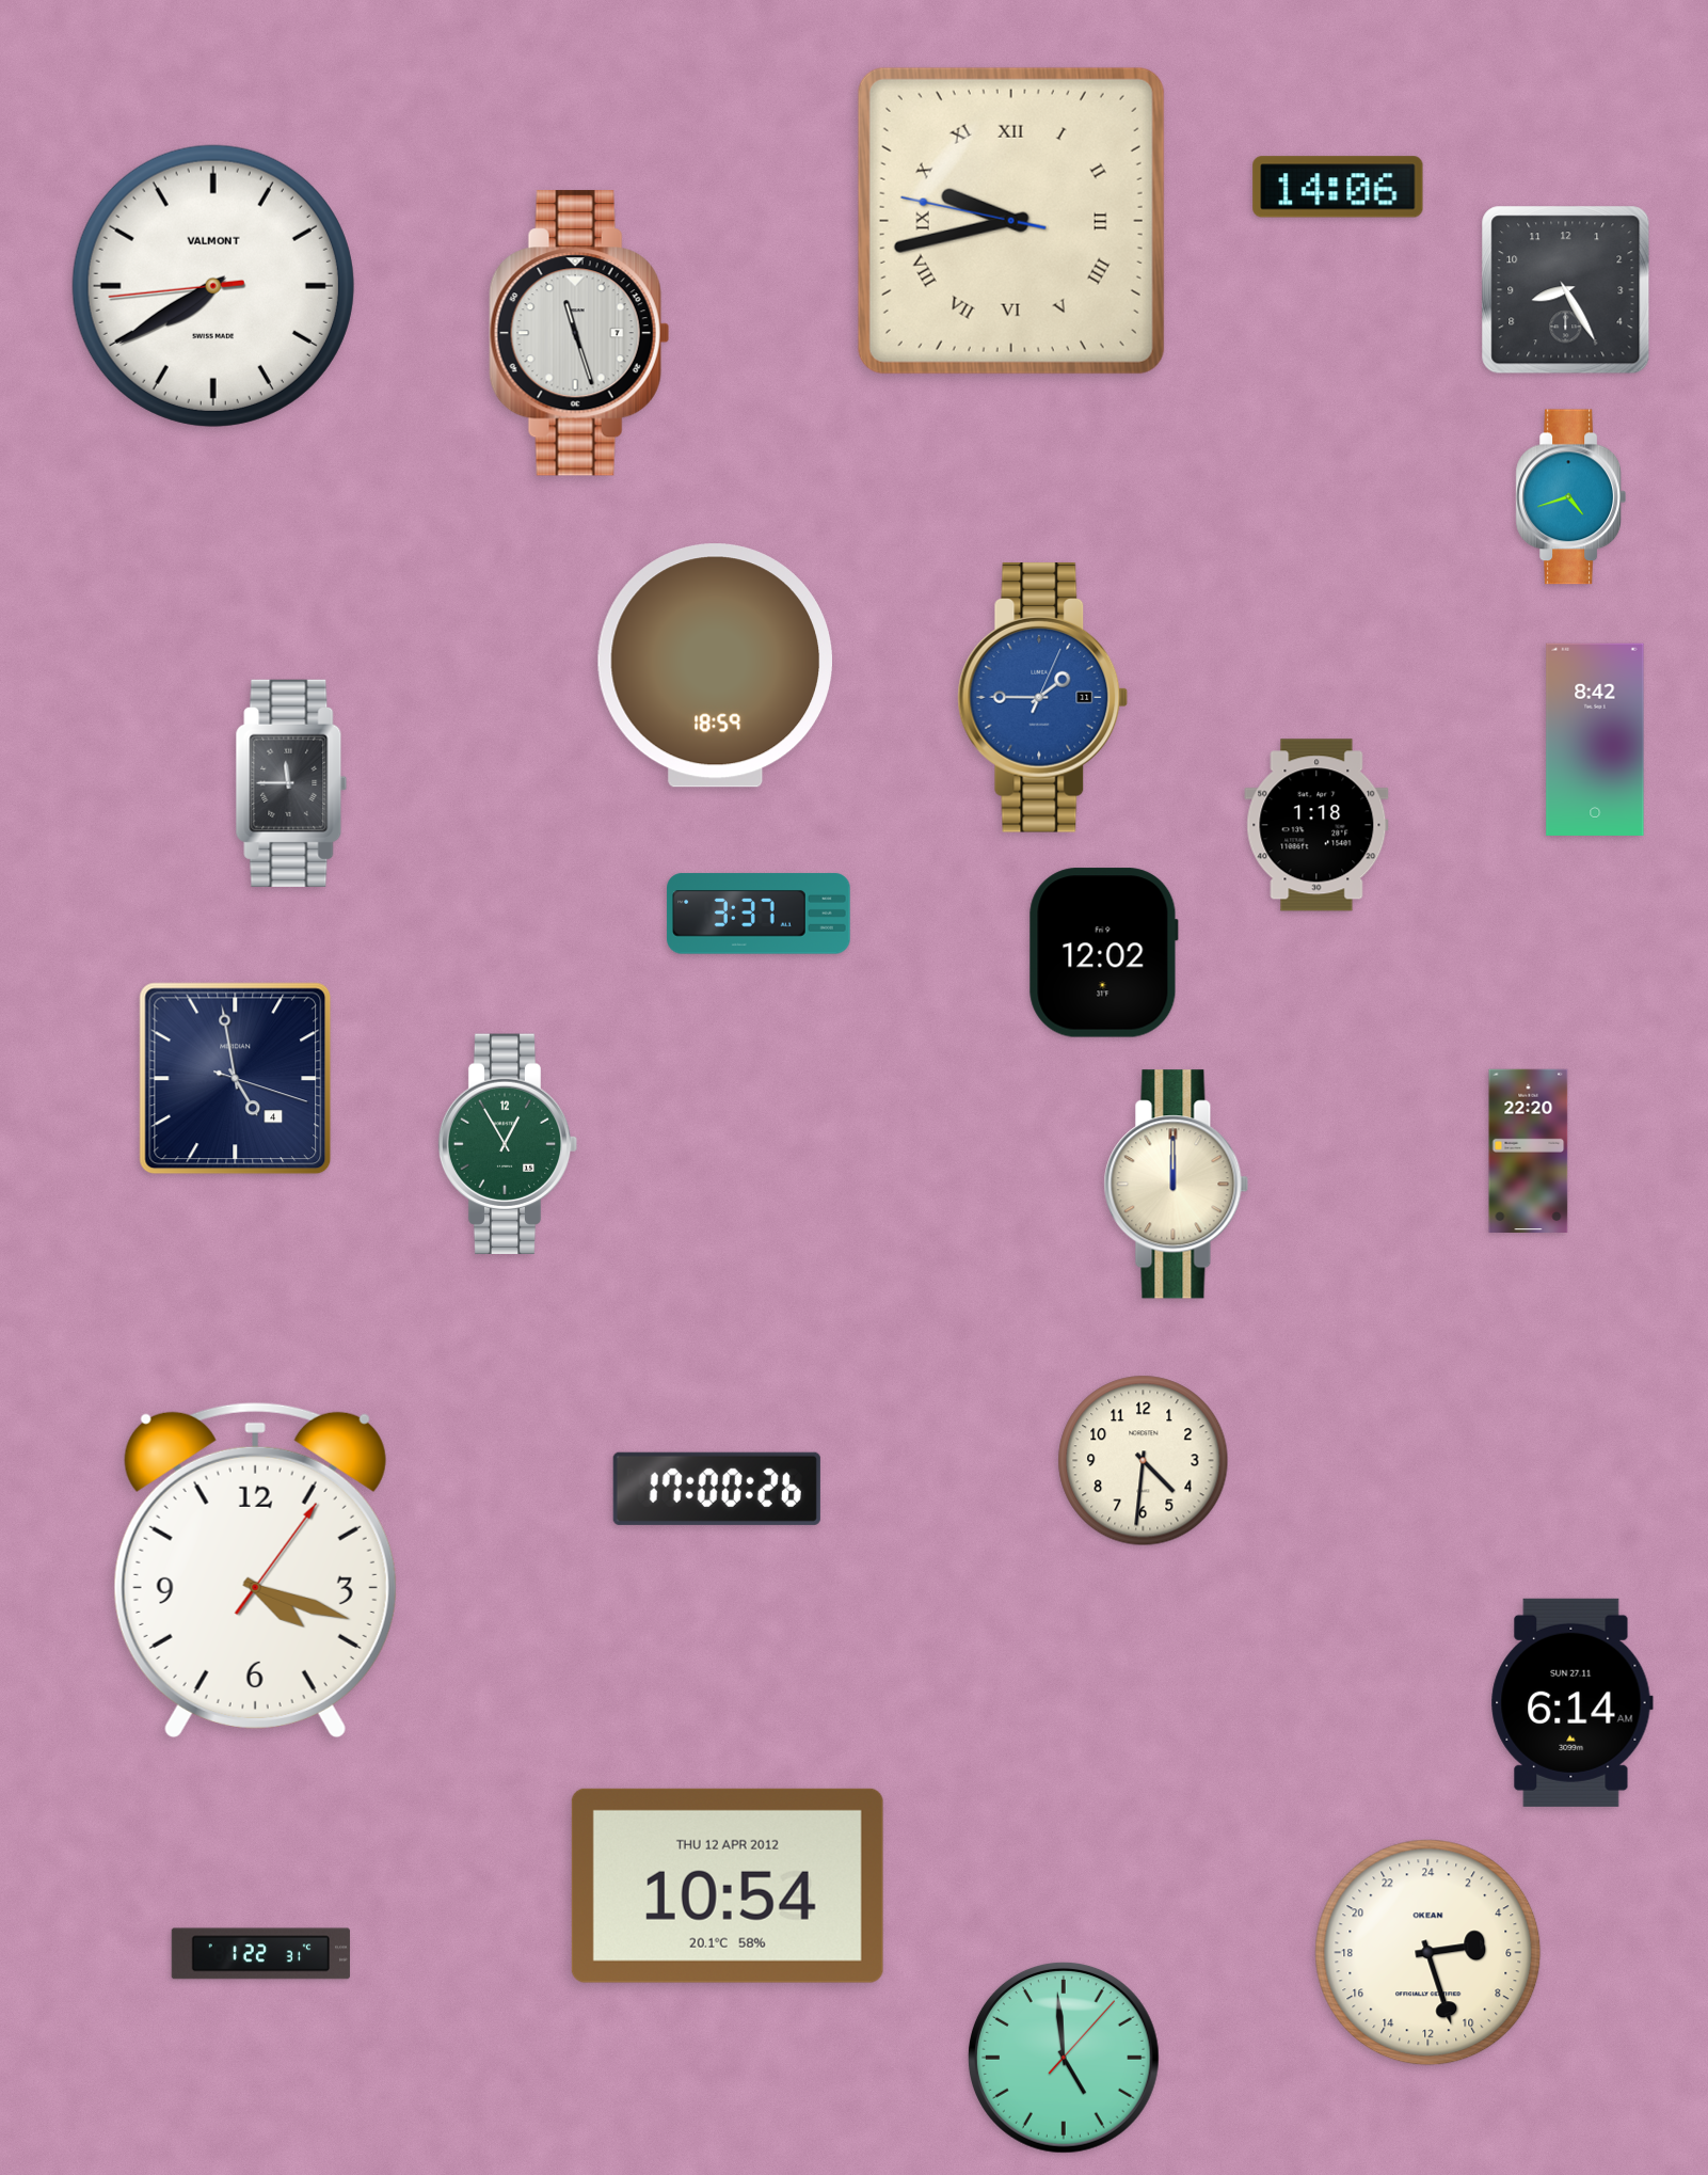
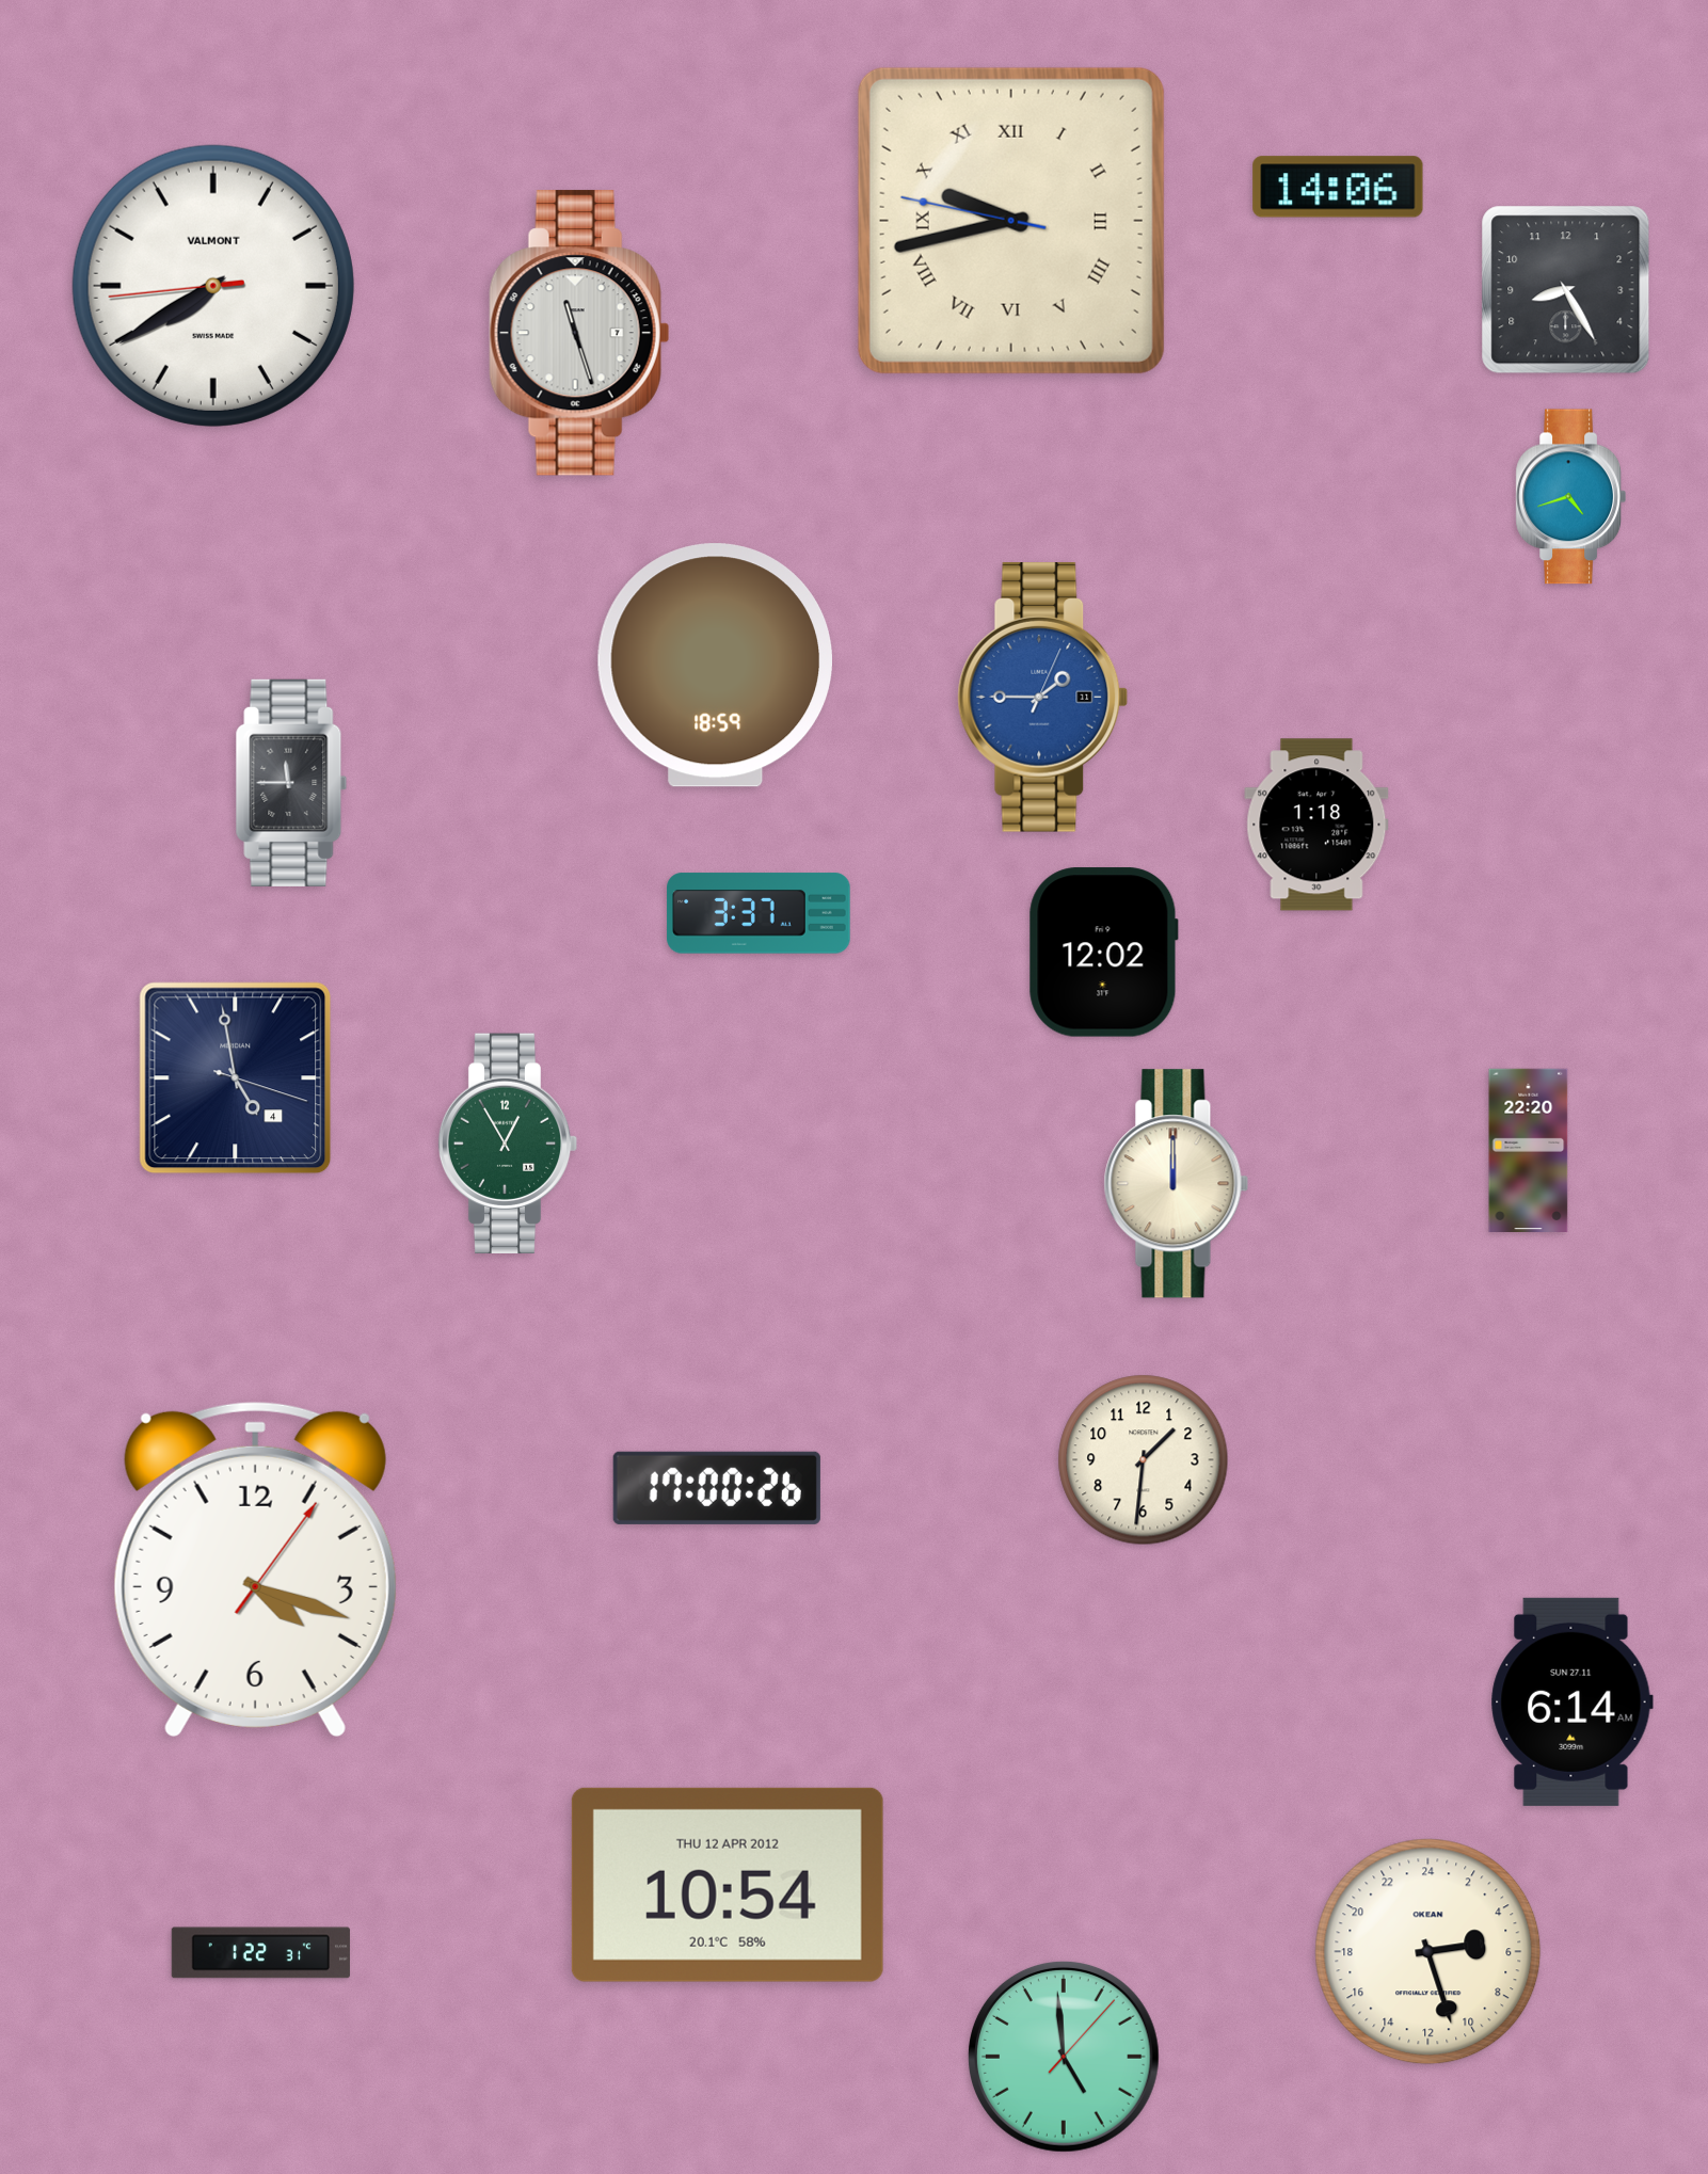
clock at (1595, 740): 8:42 -> none
clock at (1144, 1461): 4:31 -> 1:31
